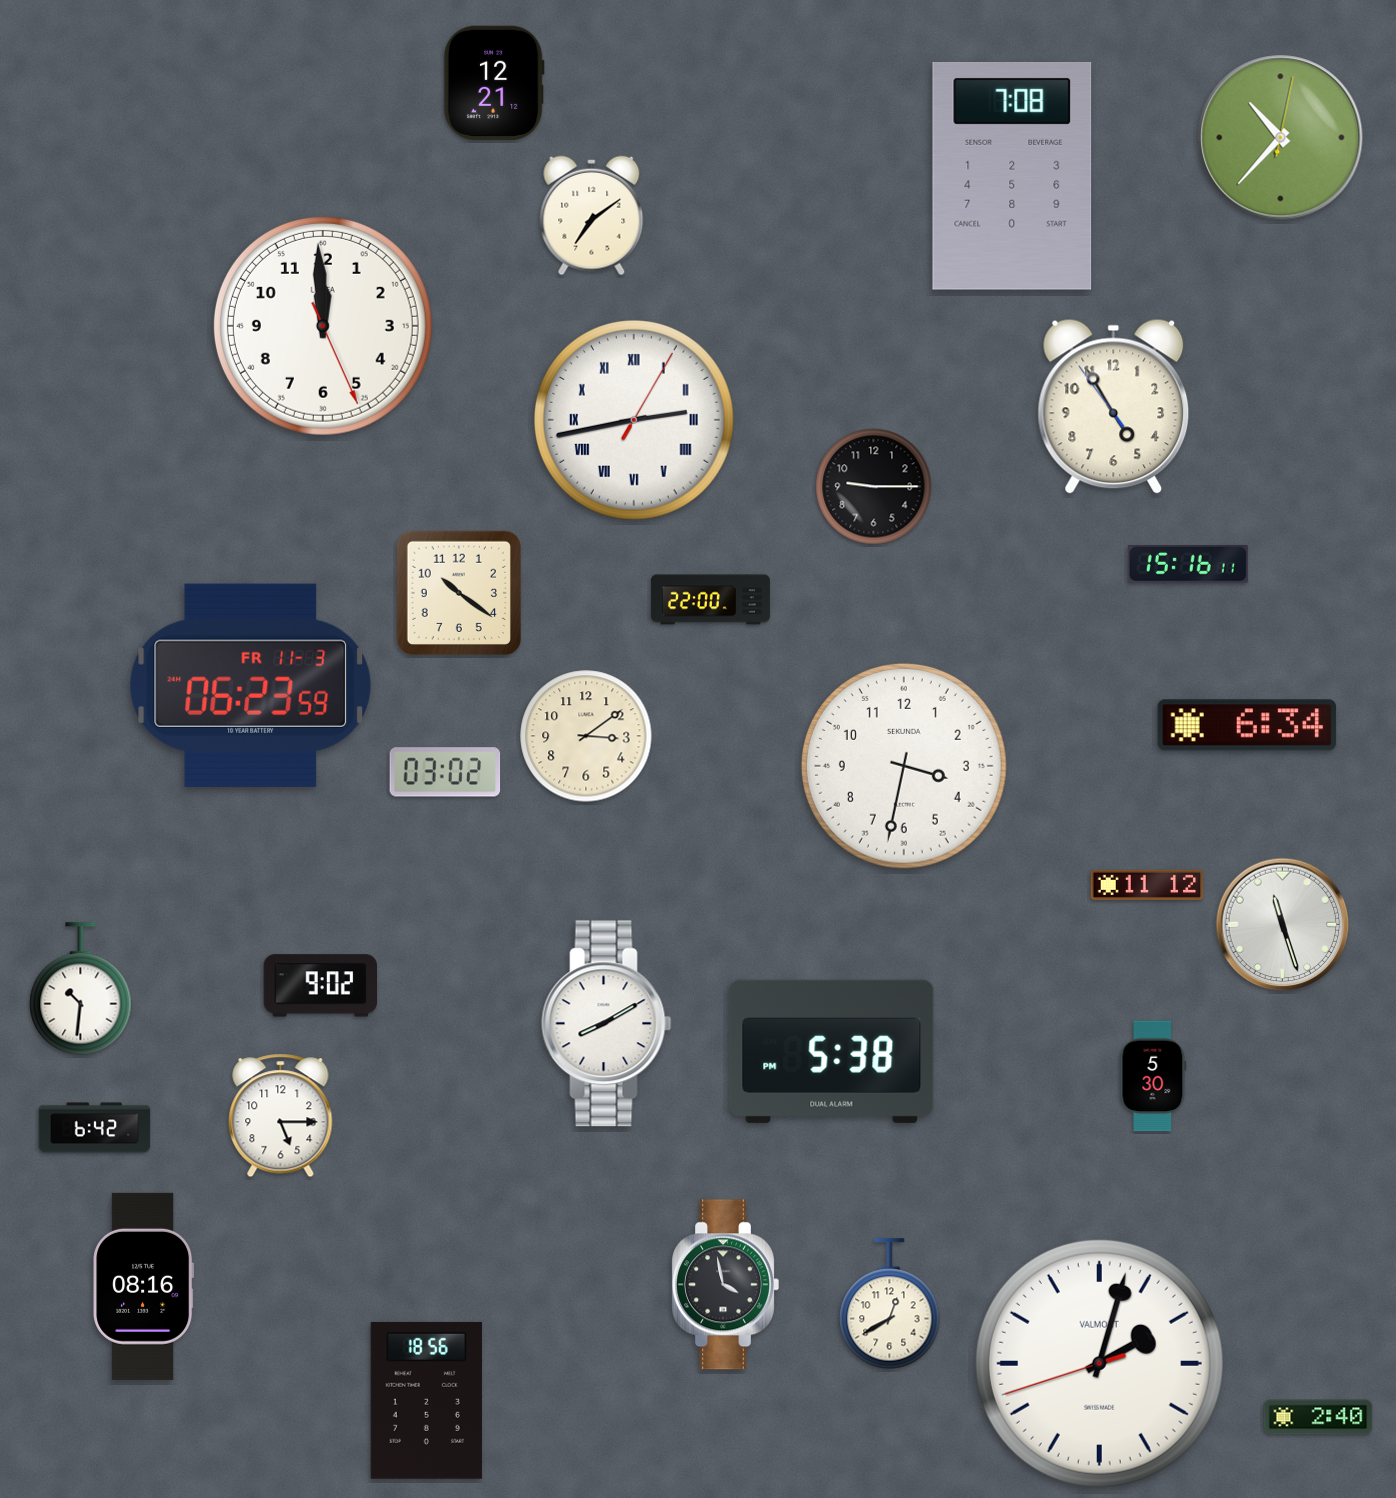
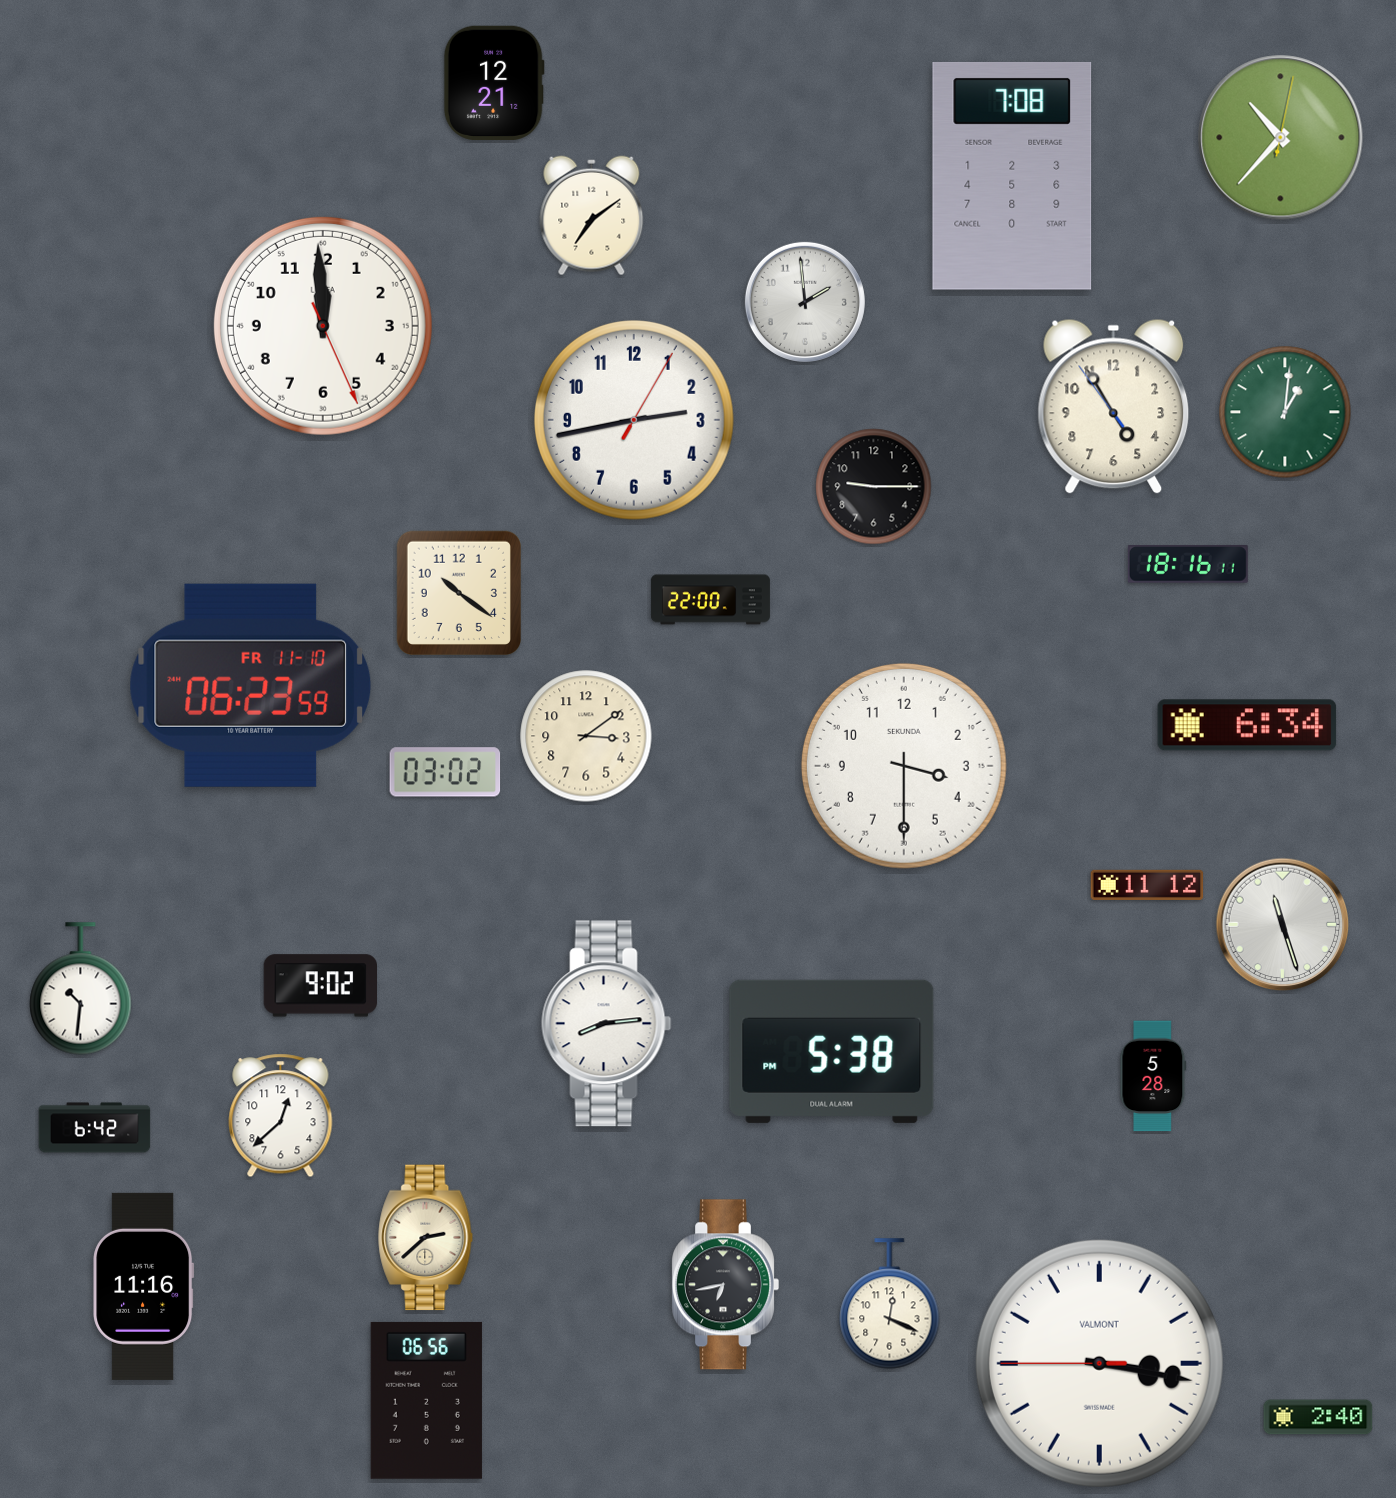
clock at (805, 302): none -> 1:59
clock at (1285, 412): none -> 1:01
clock at (634, 420) numerals: Roman -> Arabic
clock at (1188, 565): 15:16 -> 18:16
clock at (251, 685) date: FR 11-3 -> FR 11-10
clock at (904, 766): 3:32 -> 3:30
clock at (607, 1024): 8:10 -> 8:14
clock at (1153, 1076): 5:30 -> 5:28
clock at (281, 1116): 5:15 -> 12:38
clock at (426, 1238): none -> 2:38
clock at (725, 1285): 3:58 -> 6:43
clock at (144, 1286): 08:16 -> 11:16
clock at (890, 1304): 12:40 -> 12:19
clock at (1099, 1363): 2:02 -> 3:16
clock at (426, 1400): 18:56 -> 06:56
